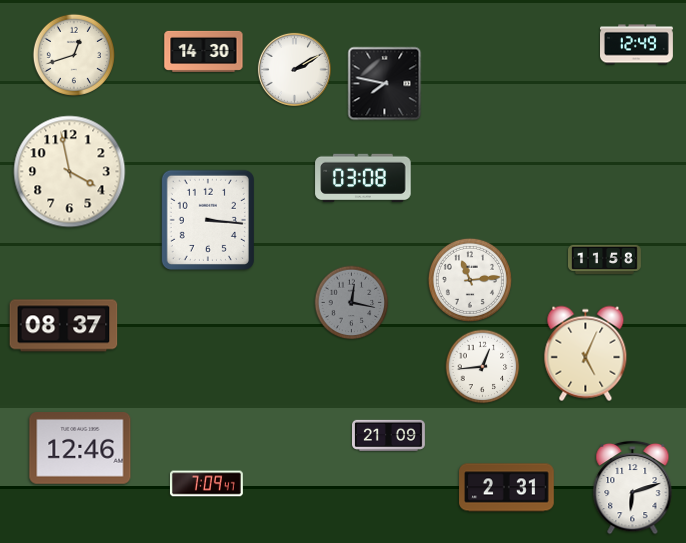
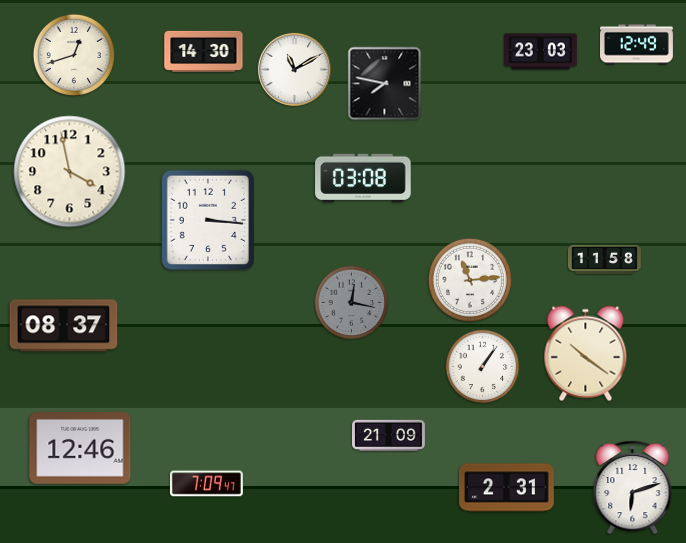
clock at (540, 52): none -> 23:03
clock at (294, 69): 2:10 -> 11:10
clock at (586, 354): 5:04 -> 10:21
clock at (483, 367): 12:44 -> 1:06
